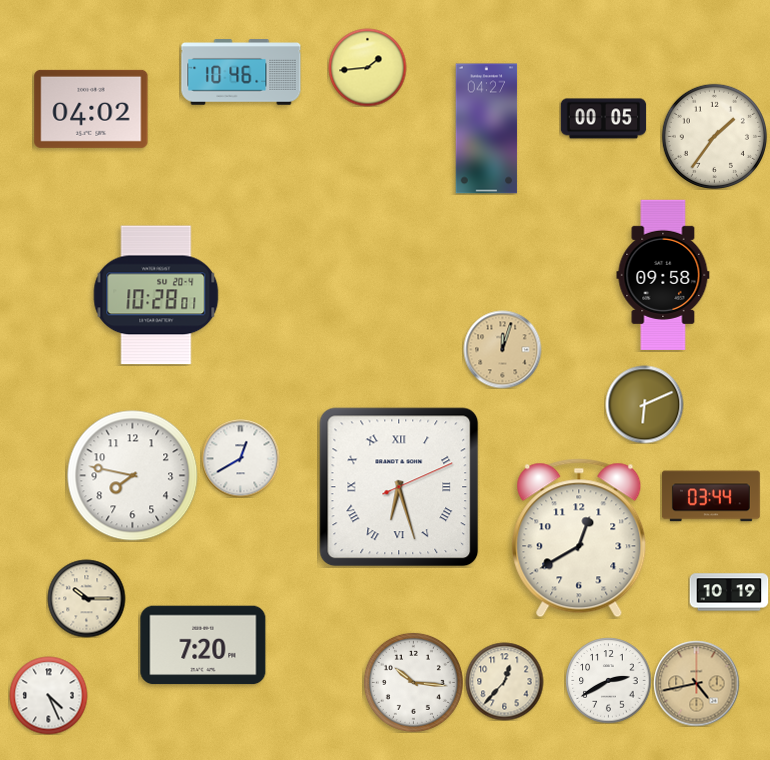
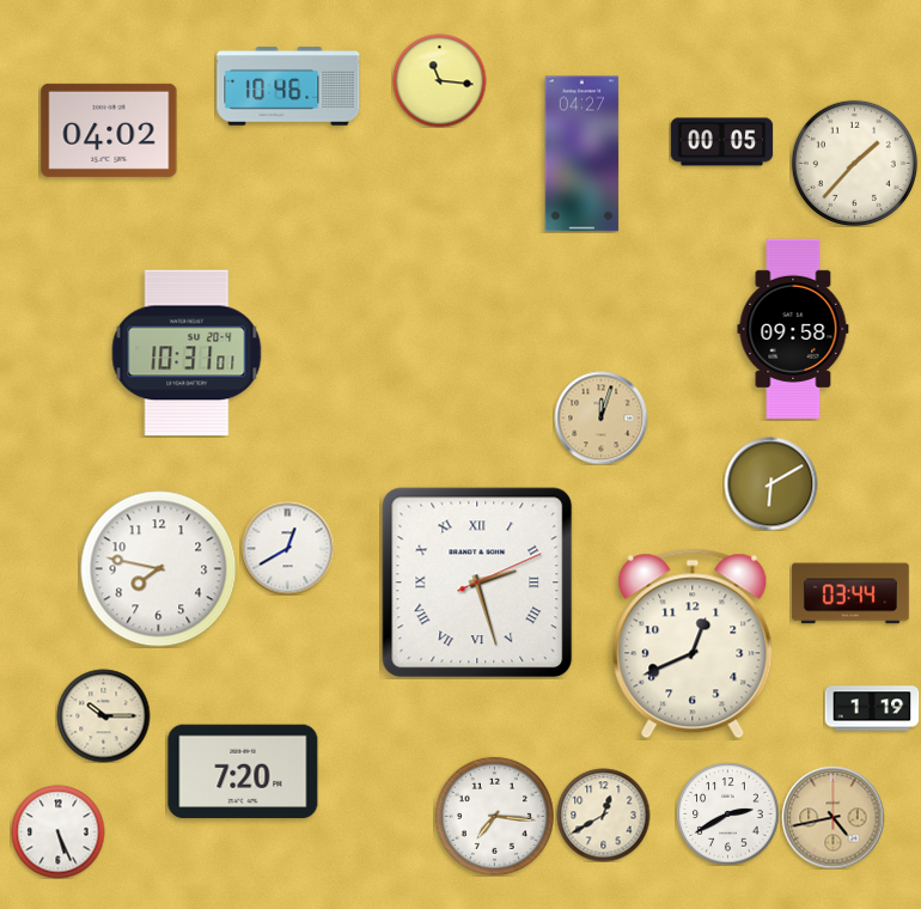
clock at (367, 67): 1:44 -> 11:16
clock at (714, 136): 1:36 -> 1:37
clock at (156, 295): 10:28 -> 10:31
clock at (644, 404): 6:11 -> 6:10
clock at (399, 487): 6:27 -> 2:27
clock at (579, 538): 12:40 -> 12:41
clock at (729, 592): 10:19 -> 1:19
clock at (504, 681): 12:37 -> 12:40
clock at (413, 682): 10:16 -> 7:16
clock at (48, 695): 4:26 -> 5:26
